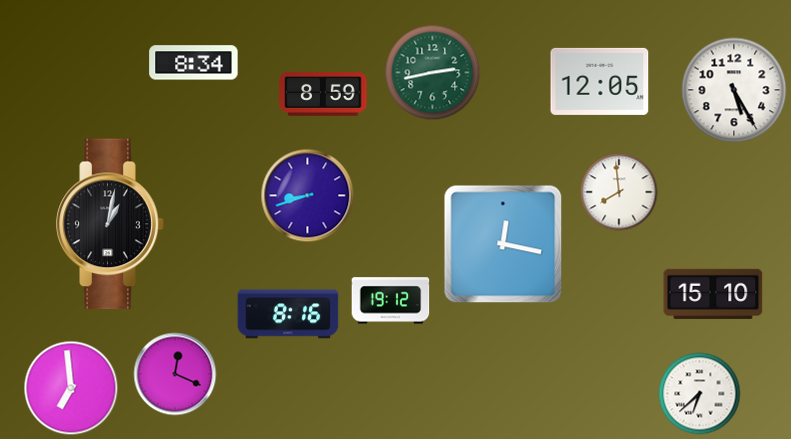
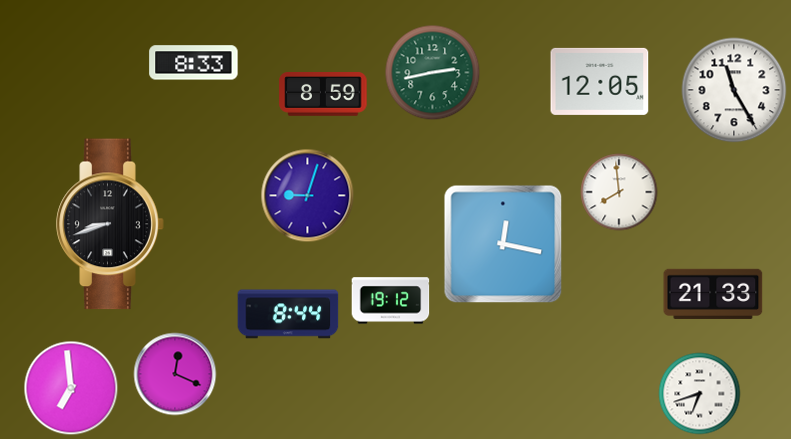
clock at (194, 63): 8:34 -> 8:33
clock at (734, 90): 5:25 -> 11:25
clock at (308, 196): 8:42 -> 9:03
clock at (110, 224): 1:02 -> 8:42
clock at (713, 294): 15:10 -> 21:33
clock at (288, 314): 8:16 -> 8:44
clock at (700, 394): 6:38 -> 6:42
